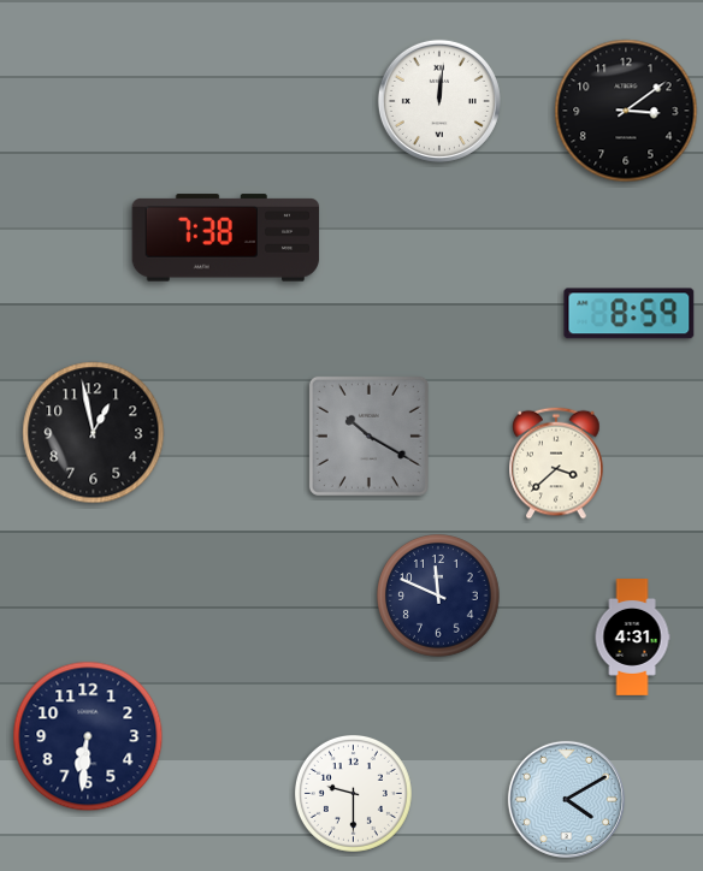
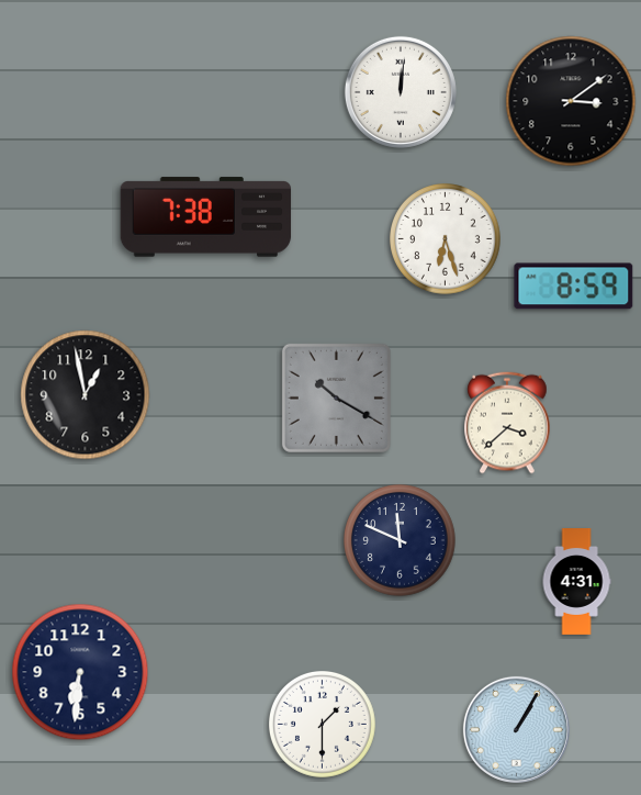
clock at (446, 239): none -> 6:27
clock at (438, 596) position: (438, 596) -> (400, 540)
clock at (353, 793): 9:30 -> 1:30
clock at (566, 799): 4:10 -> 1:05
